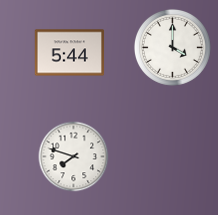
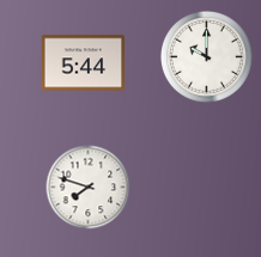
clock at (172, 47): 4:00 -> 10:00
